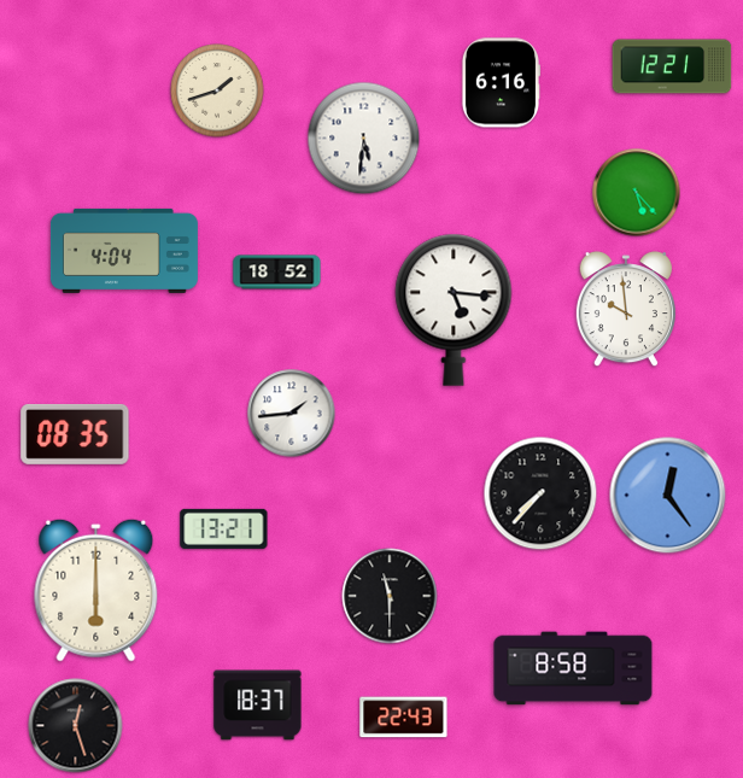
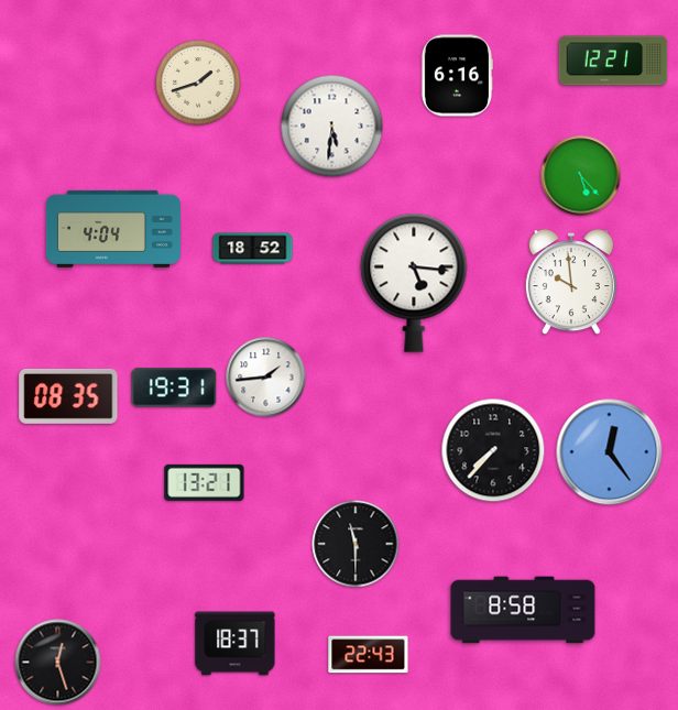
clock at (174, 387): none -> 19:31
clock at (96, 590): 6:00 -> none
clock at (76, 726) position: (76, 726) -> (58, 663)
